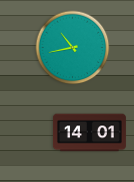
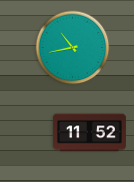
clock at (89, 133): 14:01 -> 11:52
